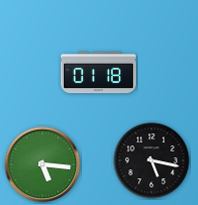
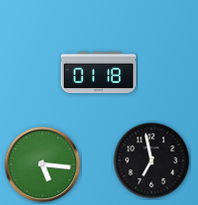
clock at (152, 161): 5:17 -> 6:58
